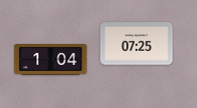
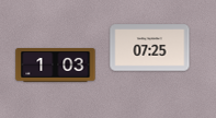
clock at (51, 60): 1:04 -> 1:03
